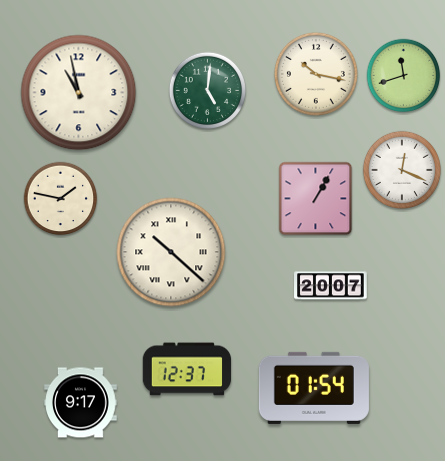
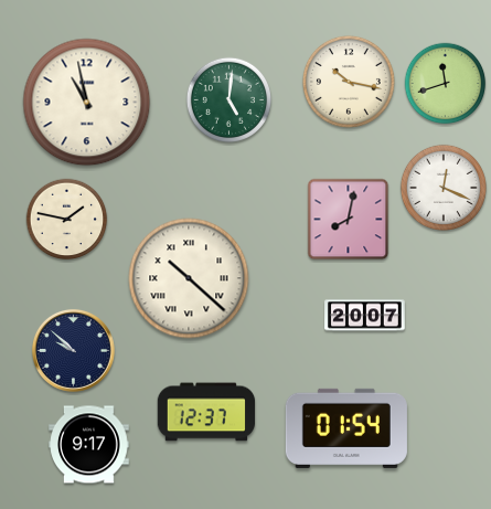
clock at (316, 199): 1:05 -> 8:02
clock at (73, 350): none -> 9:52
clock at (187, 369) position: (187, 369) -> (206, 412)
